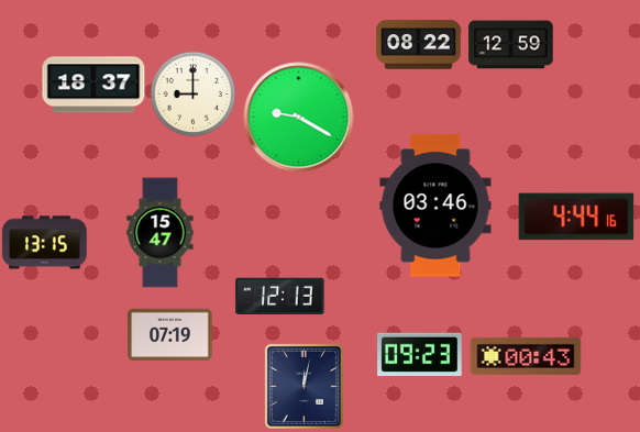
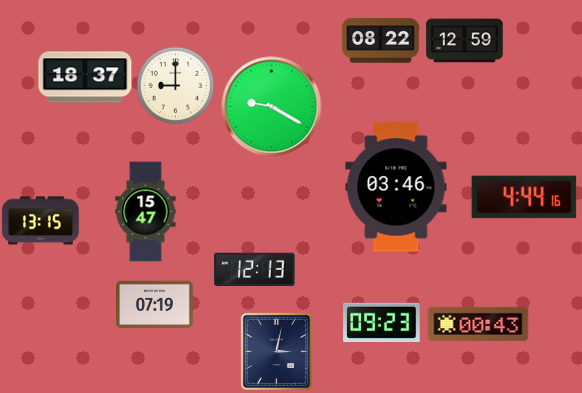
clock at (304, 386): 12:02 -> 3:02
